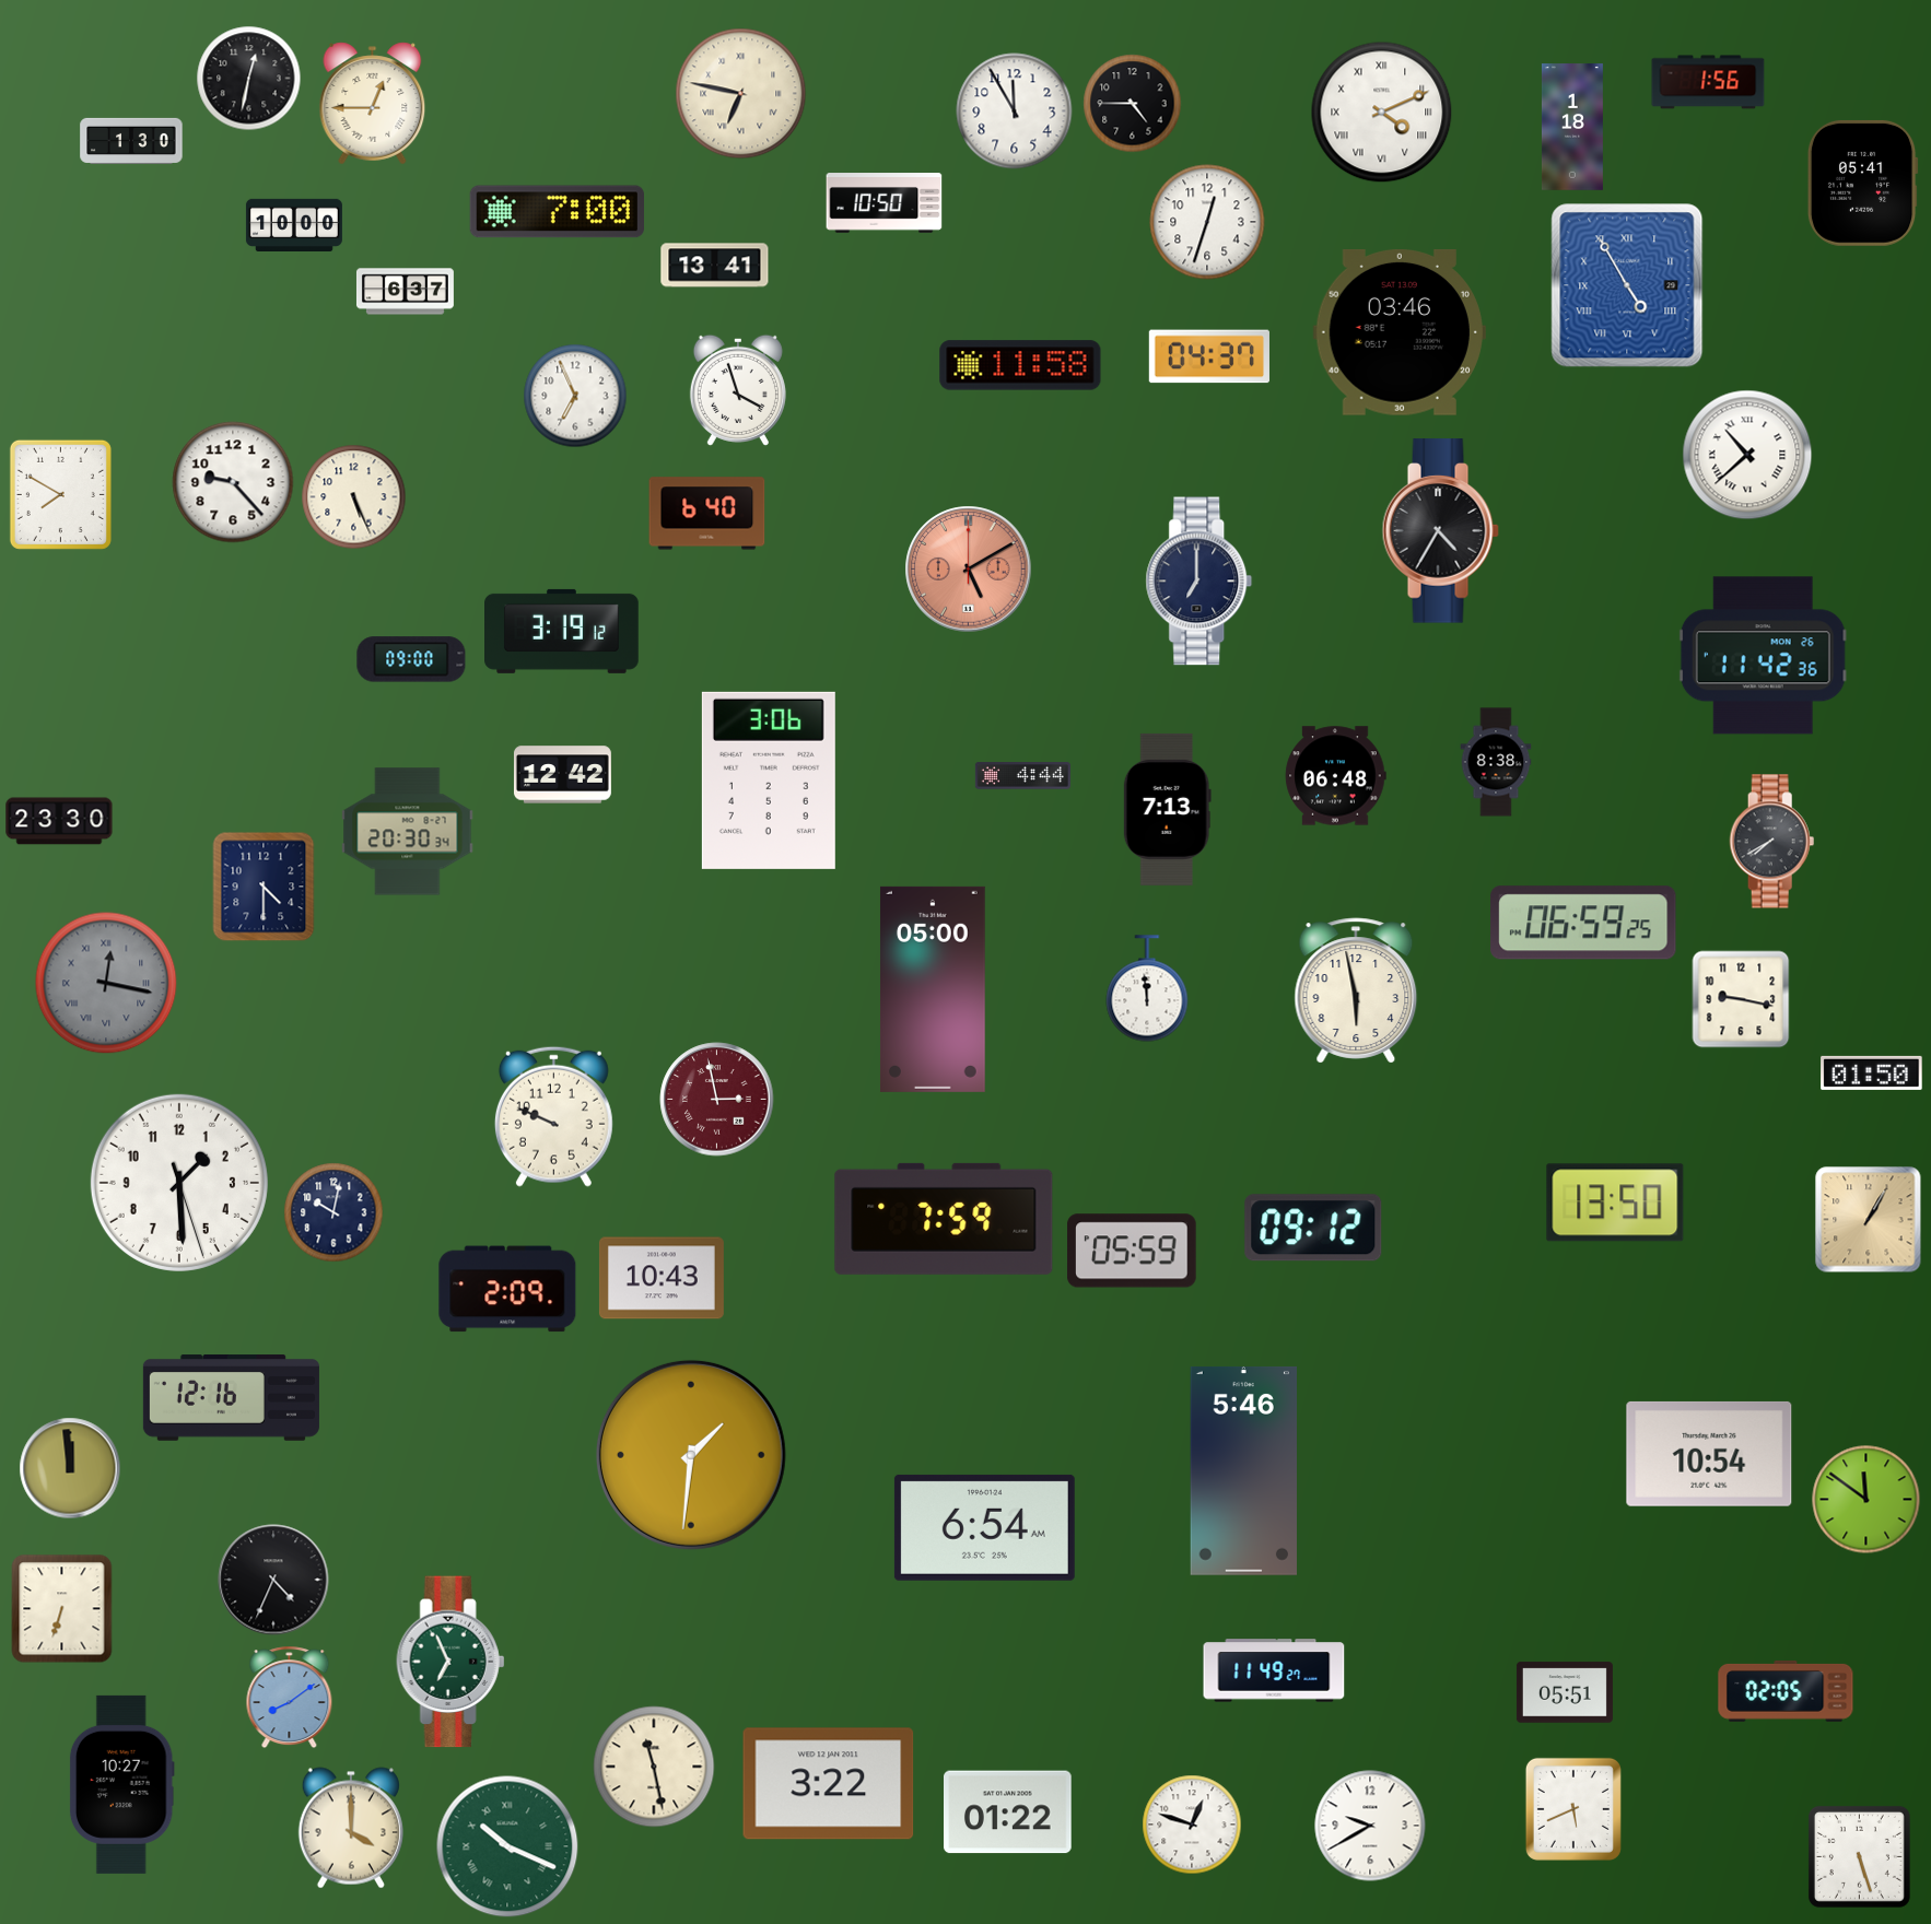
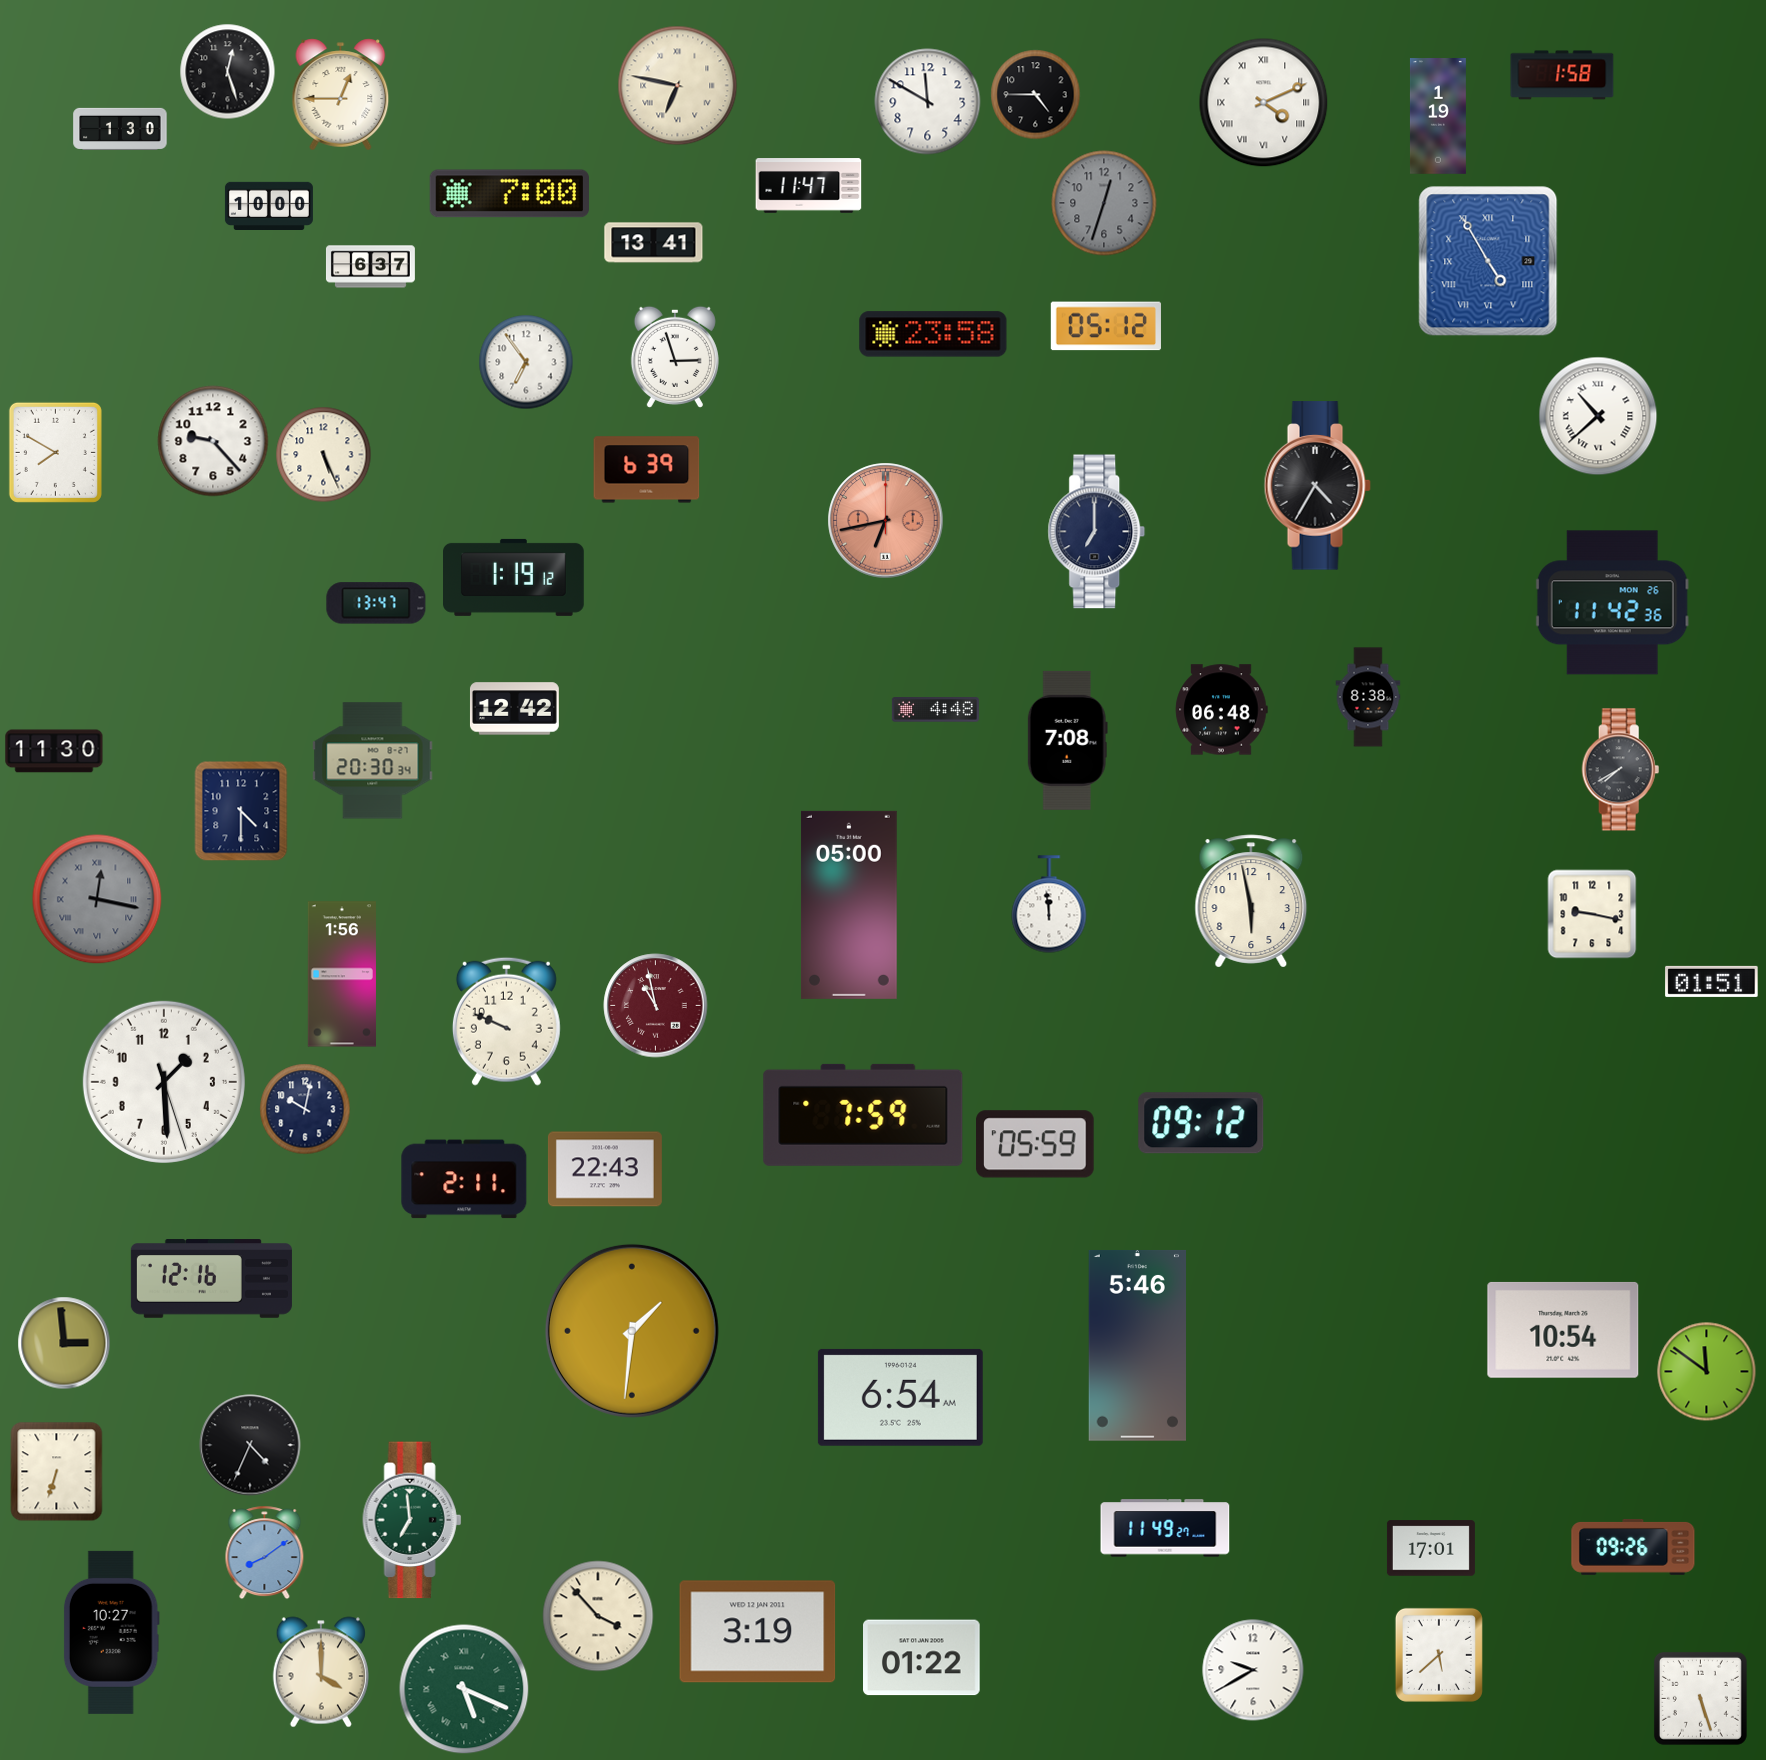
clock at (249, 79): 12:32 -> 12:27
clock at (1708, 82): 1:56 -> 1:58
clock at (1015, 112): 11:55 -> 11:50
clock at (1572, 127): 1:18 -> 1:19
clock at (1862, 183): 05:41 -> none
clock at (885, 203): 10:50 -> 11:47
clock at (1207, 222) dial: white -> grey
clock at (1400, 332): 03:46 -> none
clock at (1209, 356): 04:37 -> 05:12
clock at (1020, 365): 11:58 -> 23:58
clock at (738, 390): 3:57 -> 2:57
clock at (575, 396): 6:56 -> 6:54
clock at (707, 514): 6:40 -> 6:39
clock at (969, 570): 5:10 -> 6:43
clock at (562, 631): 3:19 -> 1:19
clock at (1763, 656) position: (1763, 656) -> (1612, 603)
clock at (411, 659): 09:00 -> 13:47
clock at (1022, 776): 4:44 -> 4:48
clock at (769, 781): 3:06 -> none
clock at (1167, 809): 7:13 -> 7:08
clock at (59, 821): 23:30 -> 11:30
clock at (1583, 923): 06:59 -> none
clock at (933, 989) position: (933, 989) -> (849, 905)
clock at (1356, 990) position: (1356, 990) -> (1251, 901)
clock at (342, 974): none -> 1:56
clock at (1872, 1072): 01:50 -> 01:51
clock at (717, 1100): 2:58 -> 10:58
clock at (1615, 1202): 13:50 -> none
clock at (1869, 1220): 1:05 -> none
clock at (662, 1278): 10:43 -> 22:43
clock at (507, 1289): 2:09 -> 2:11
clock at (70, 1468): 11:59 -> 2:59
clock at (450, 1662): 6:56 -> 6:59
clock at (1786, 1691): 02:05 -> 09:26
clock at (1565, 1692): 05:51 -> 17:01
clock at (654, 1767): 11:28 -> 3:53
clock at (829, 1784): 3:22 -> 3:19
clock at (1573, 1809): 5:41 -> 5:38
clock at (1192, 1825): 12:48 -> none
clock at (507, 1846): 10:19 -> 5:19
